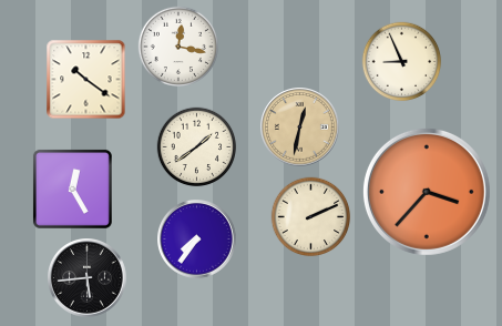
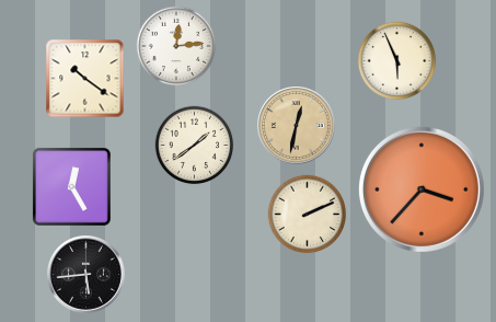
clock at (177, 45): 12:17 -> 12:14
clock at (402, 62): 8:56 -> 5:56
clock at (197, 240): 7:36 -> none
